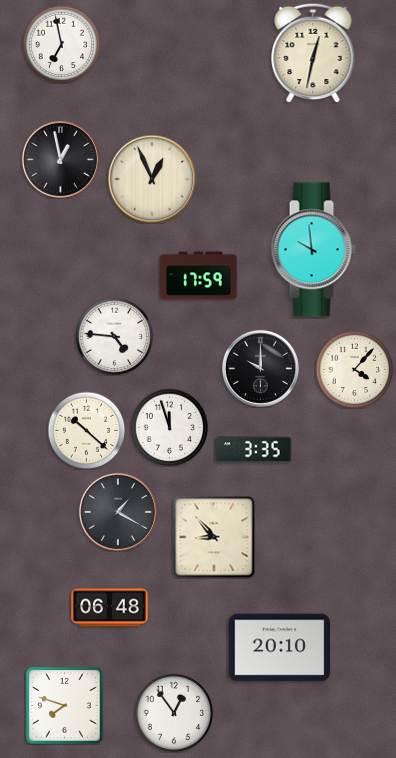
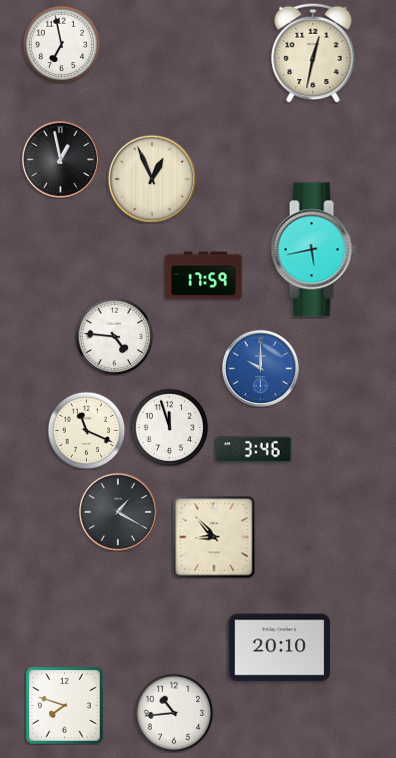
clock at (313, 250): 9:59 -> 5:43
clock at (199, 276) position: (199, 276) -> (204, 276)
clock at (260, 368) dial: black -> blue
clock at (354, 369): 4:07 -> none
clock at (86, 430): 10:22 -> 11:19
clock at (254, 450): 3:35 -> 3:46
clock at (110, 608): 06:48 -> none
clock at (174, 713): 12:54 -> 10:44
